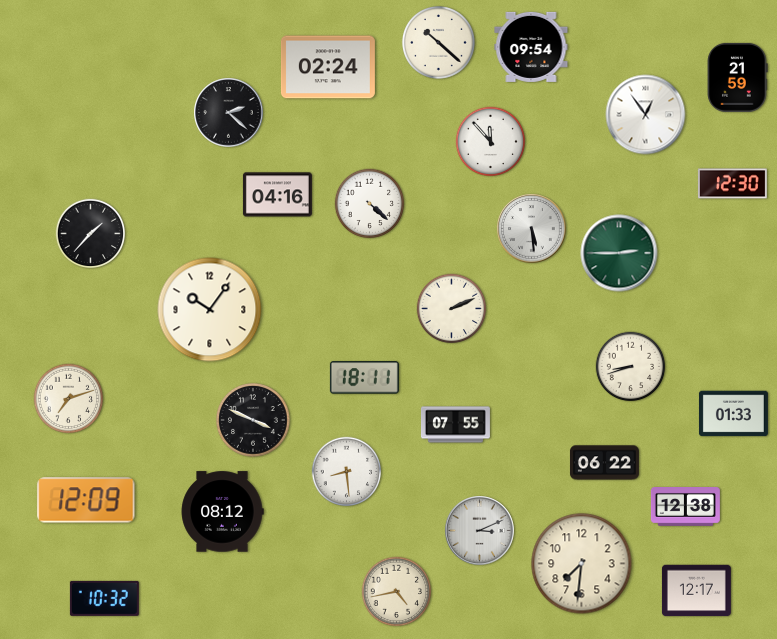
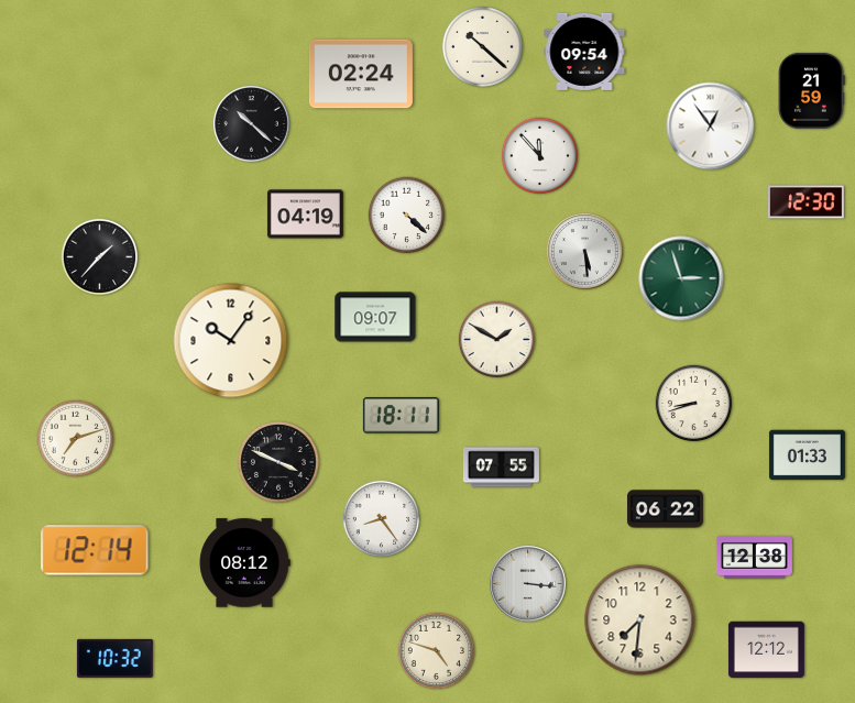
clock at (737, 77) position: (737, 77) -> (811, 90)
clock at (229, 113): 2:22 -> 10:22
clock at (277, 195): 04:16 -> 04:19
clock at (370, 204) position: (370, 204) -> (407, 216)
clock at (619, 253): 2:45 -> 2:57
clock at (375, 317): none -> 09:07
clock at (452, 309): 2:11 -> 1:50
clock at (347, 472): 8:29 -> 8:24
clock at (86, 500): 12:09 -> 12:14
clock at (480, 531): 3:11 -> 3:16
clock at (696, 591): 12:17 -> 12:12
clock at (397, 592): 4:43 -> 4:48
